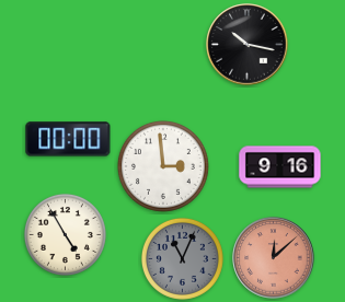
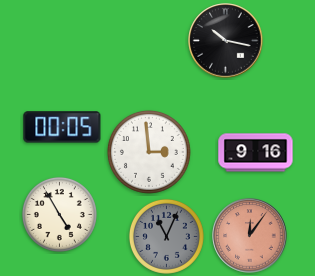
clock at (68, 139): 00:00 -> 00:05
clock at (274, 258): 12:08 -> 12:06
